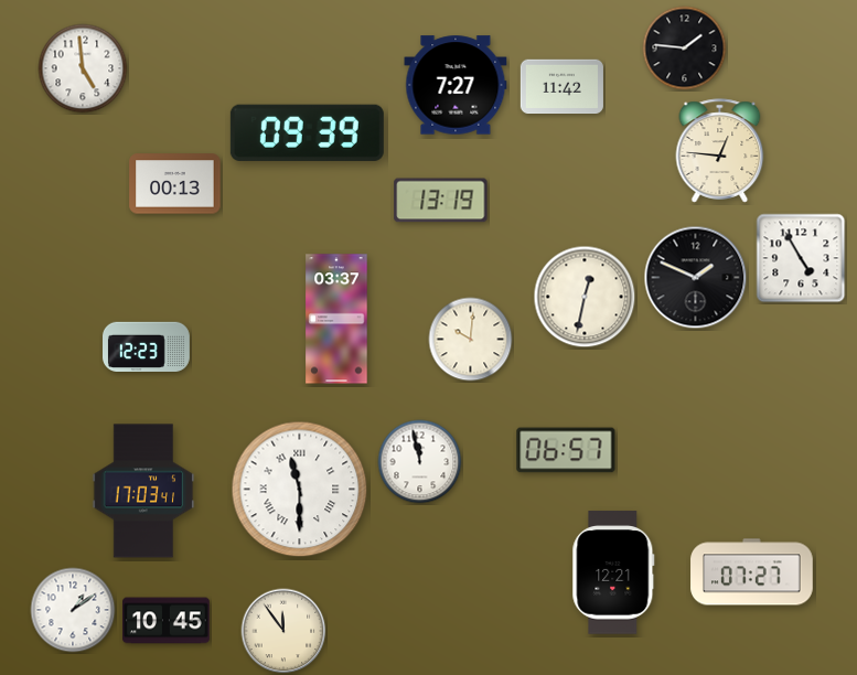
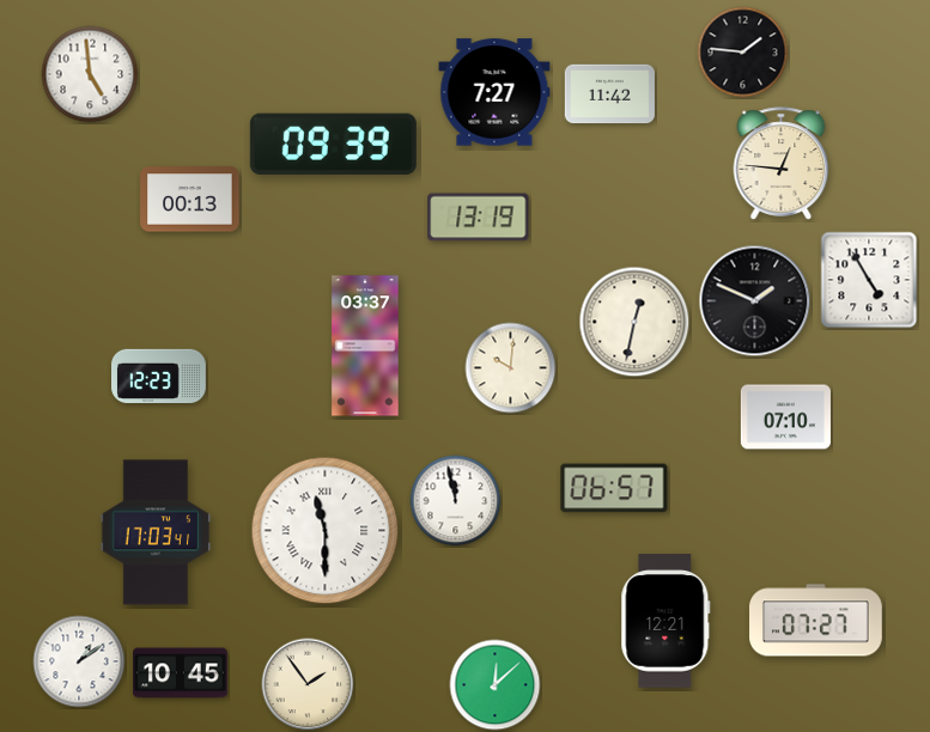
clock at (785, 417): none -> 07:10
clock at (283, 631): 11:54 -> 1:54
clock at (496, 685): none -> 12:08
